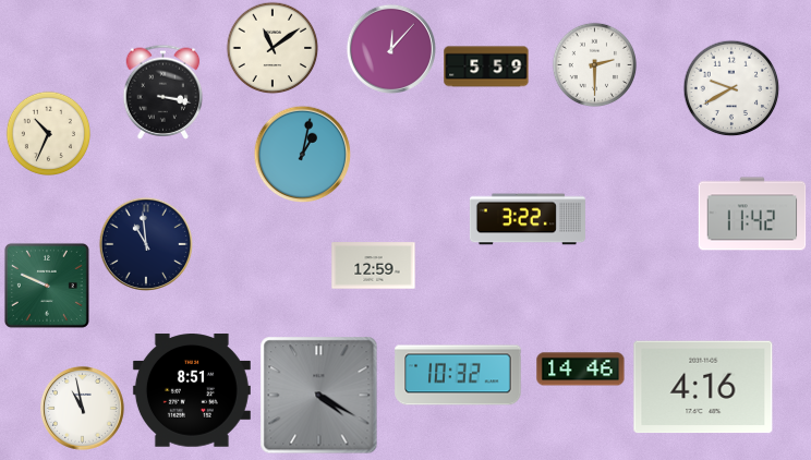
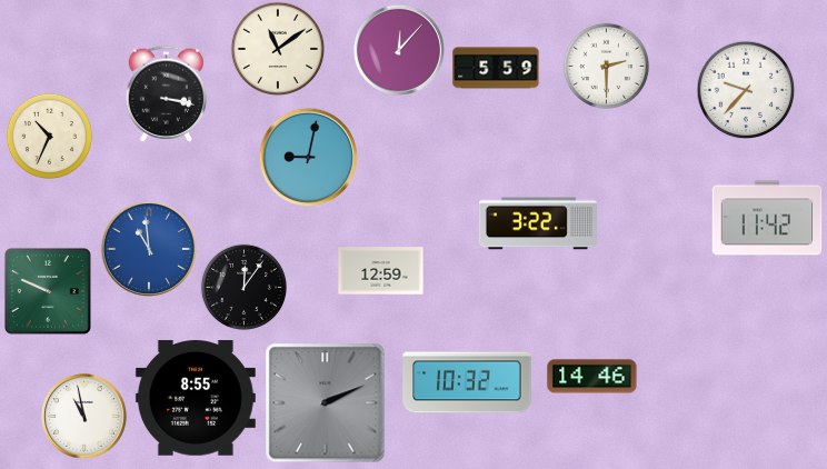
clock at (731, 88): 9:40 -> 9:37
clock at (302, 154): 1:02 -> 9:02
clock at (145, 243) dial: navy -> blue
clock at (243, 287): none -> 12:06
clock at (703, 387): 4:16 -> none
clock at (192, 390): 8:51 -> 8:55
clock at (319, 396): 4:20 -> 2:11
